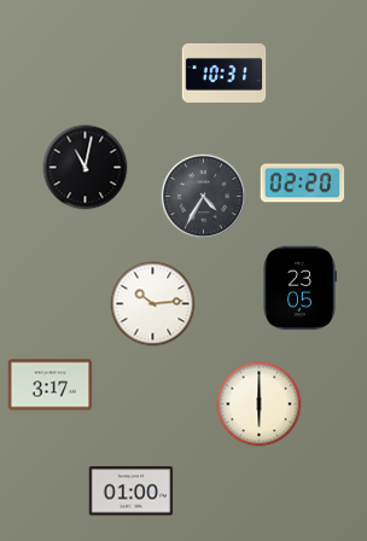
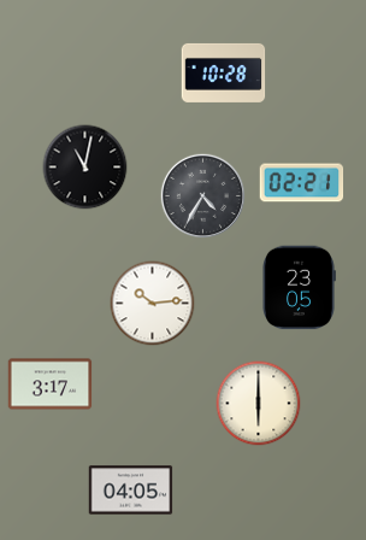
clock at (225, 72): 10:31 -> 10:28
clock at (303, 184): 02:20 -> 02:21
clock at (132, 491): 01:00 -> 04:05
